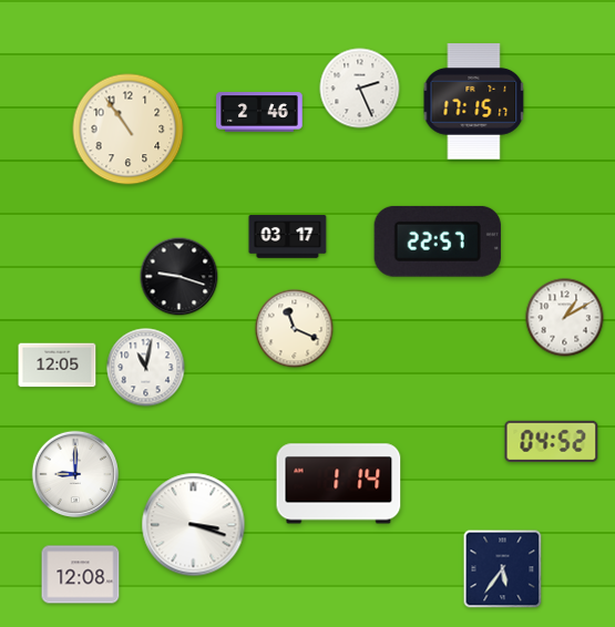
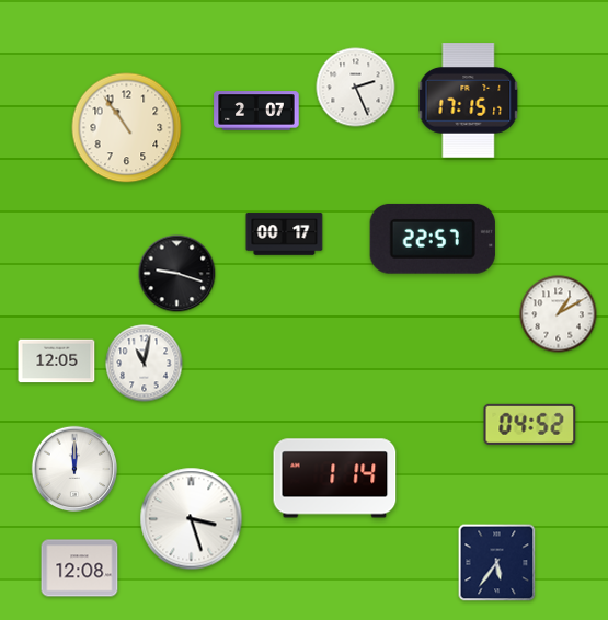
clock at (259, 112): 2:46 -> 2:07
clock at (288, 237): 03:17 -> 00:17
clock at (295, 329): 11:19 -> none
clock at (552, 441) position: (552, 441) -> (530, 424)
clock at (75, 474): 9:00 -> 12:00
clock at (194, 525): 3:18 -> 3:27
